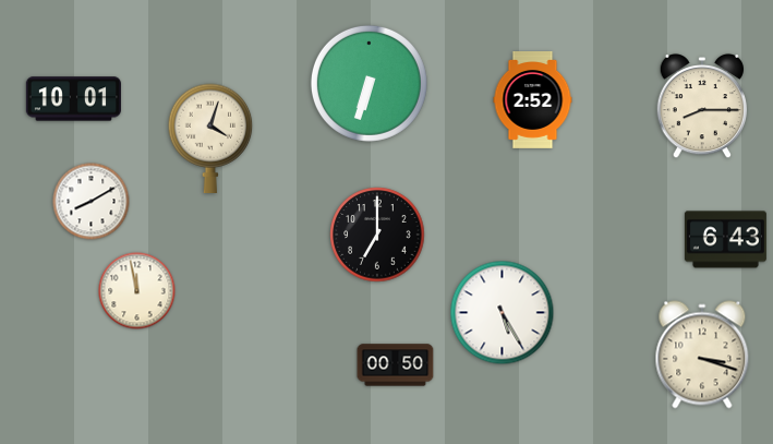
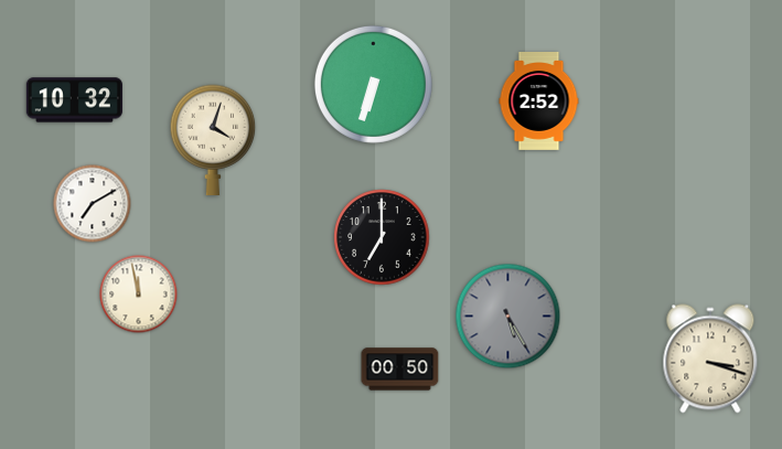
clock at (73, 99): 10:01 -> 10:32
clock at (701, 106): 8:15 -> none
clock at (92, 202): 8:10 -> 7:10
clock at (725, 240): 6:43 -> none
clock at (503, 313) dial: white -> grey
